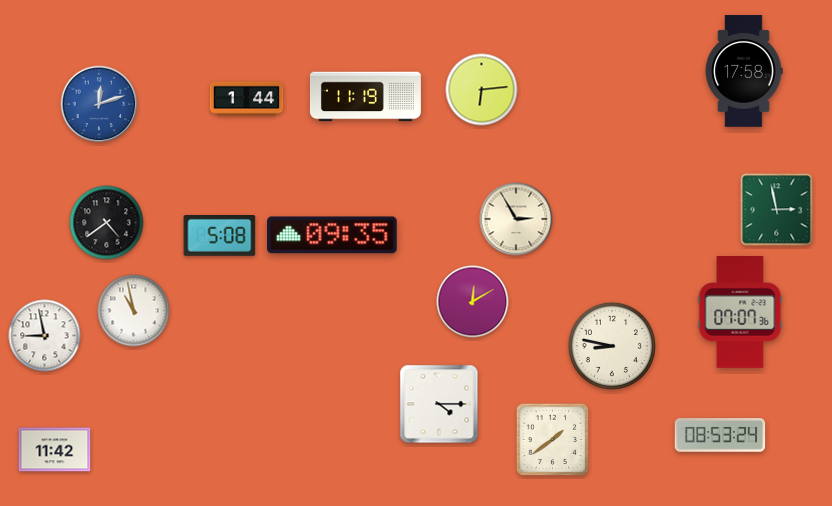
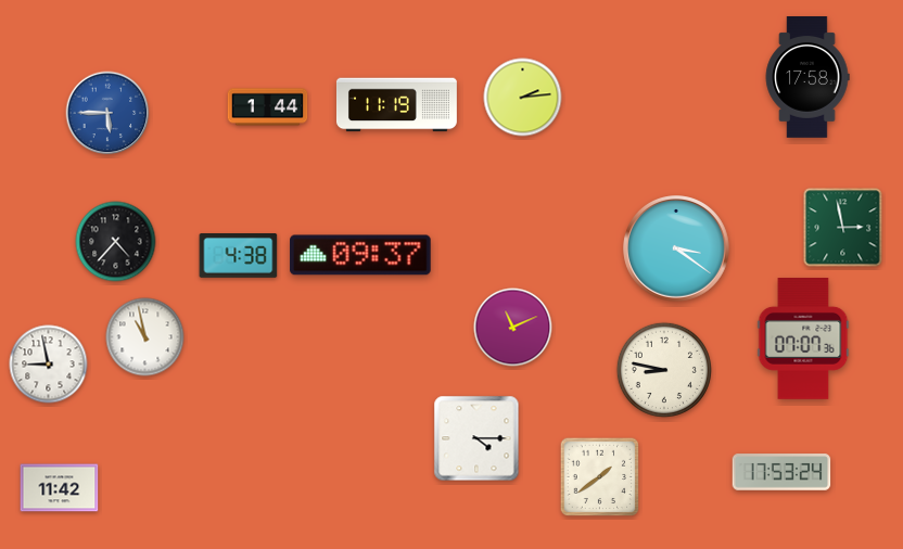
clock at (482, 90): 6:14 -> 2:14
clock at (99, 104): 12:12 -> 5:45
clock at (516, 219): 2:55 -> none
clock at (107, 223): 4:39 -> 4:37
clock at (676, 248): none -> 3:21
clock at (332, 235): 09:35 -> 09:37
clock at (220, 236): 5:08 -> 4:38
clock at (473, 302): 12:10 -> 11:11
clock at (612, 346) position: (612, 346) -> (664, 370)
clock at (720, 435): 08:53 -> 17:53
